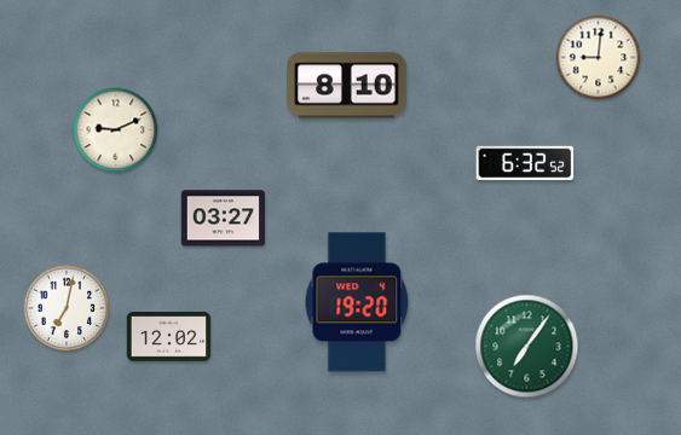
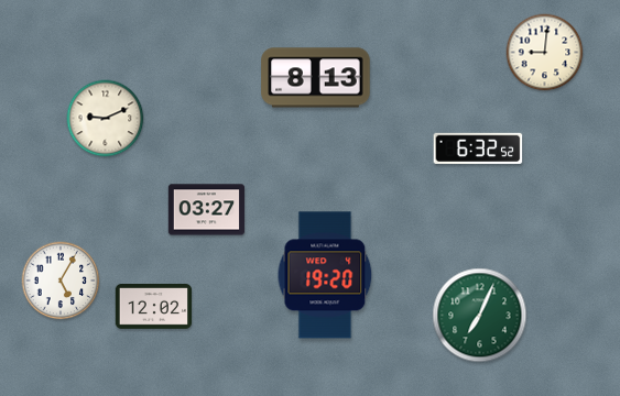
clock at (347, 86): 8:10 -> 8:13
clock at (224, 219) position: (224, 219) -> (207, 210)
clock at (67, 308): 7:02 -> 5:05
clock at (527, 347): 7:06 -> 7:04
